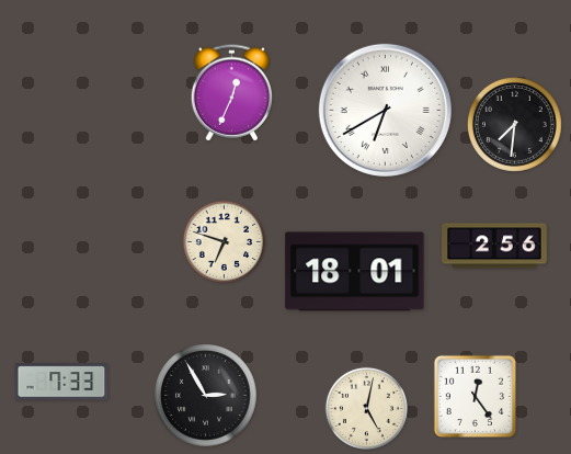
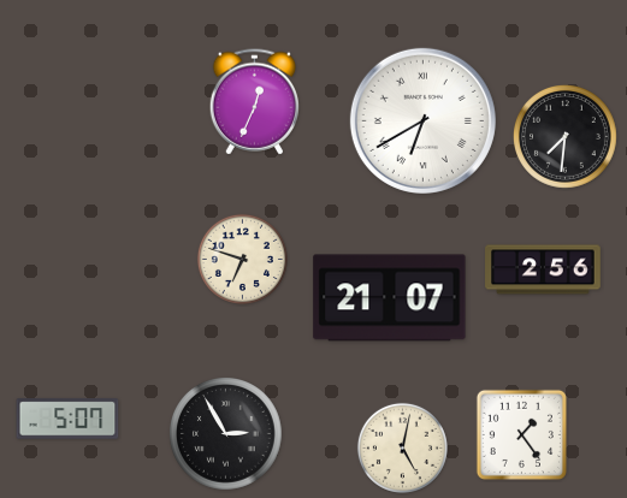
clock at (224, 241) position: (224, 241) -> (242, 259)
clock at (355, 272): 18:01 -> 21:07
clock at (61, 382): 7:33 -> 5:07
clock at (475, 396): 12:24 -> 1:24
